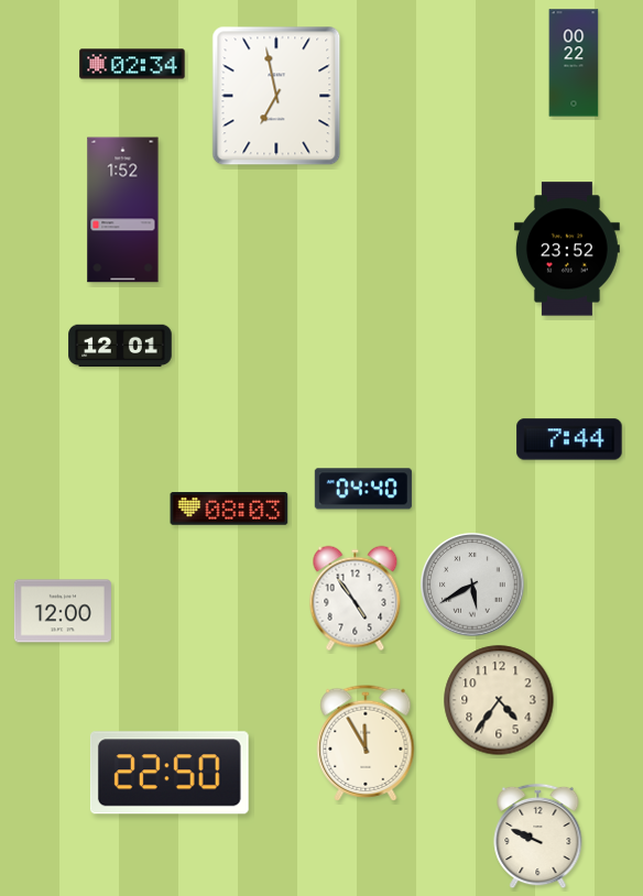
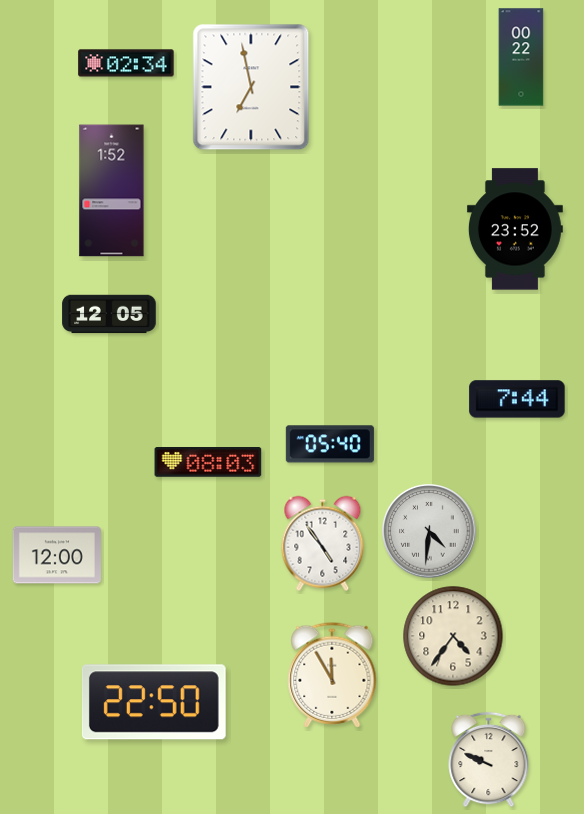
clock at (132, 64) position: (132, 64) -> (126, 63)
clock at (567, 249) position: (567, 249) -> (515, 229)
clock at (120, 346): 12:01 -> 12:05
clock at (363, 489): 04:40 -> 05:40
clock at (472, 584): 5:40 -> 4:31
